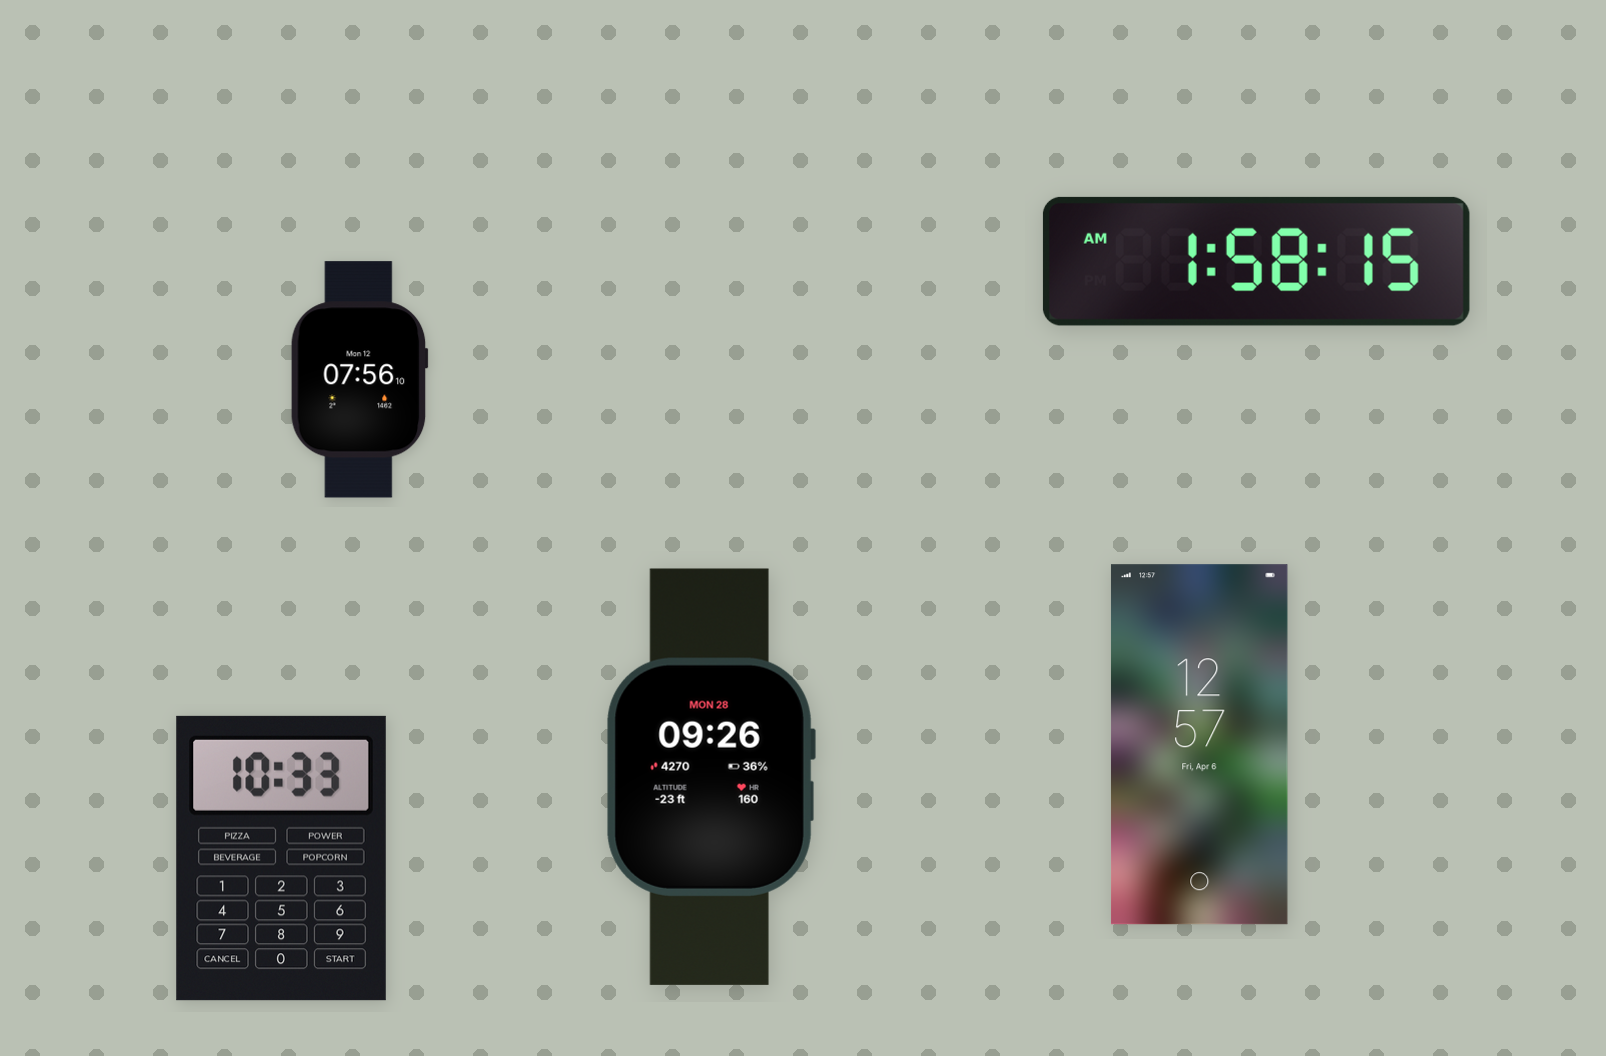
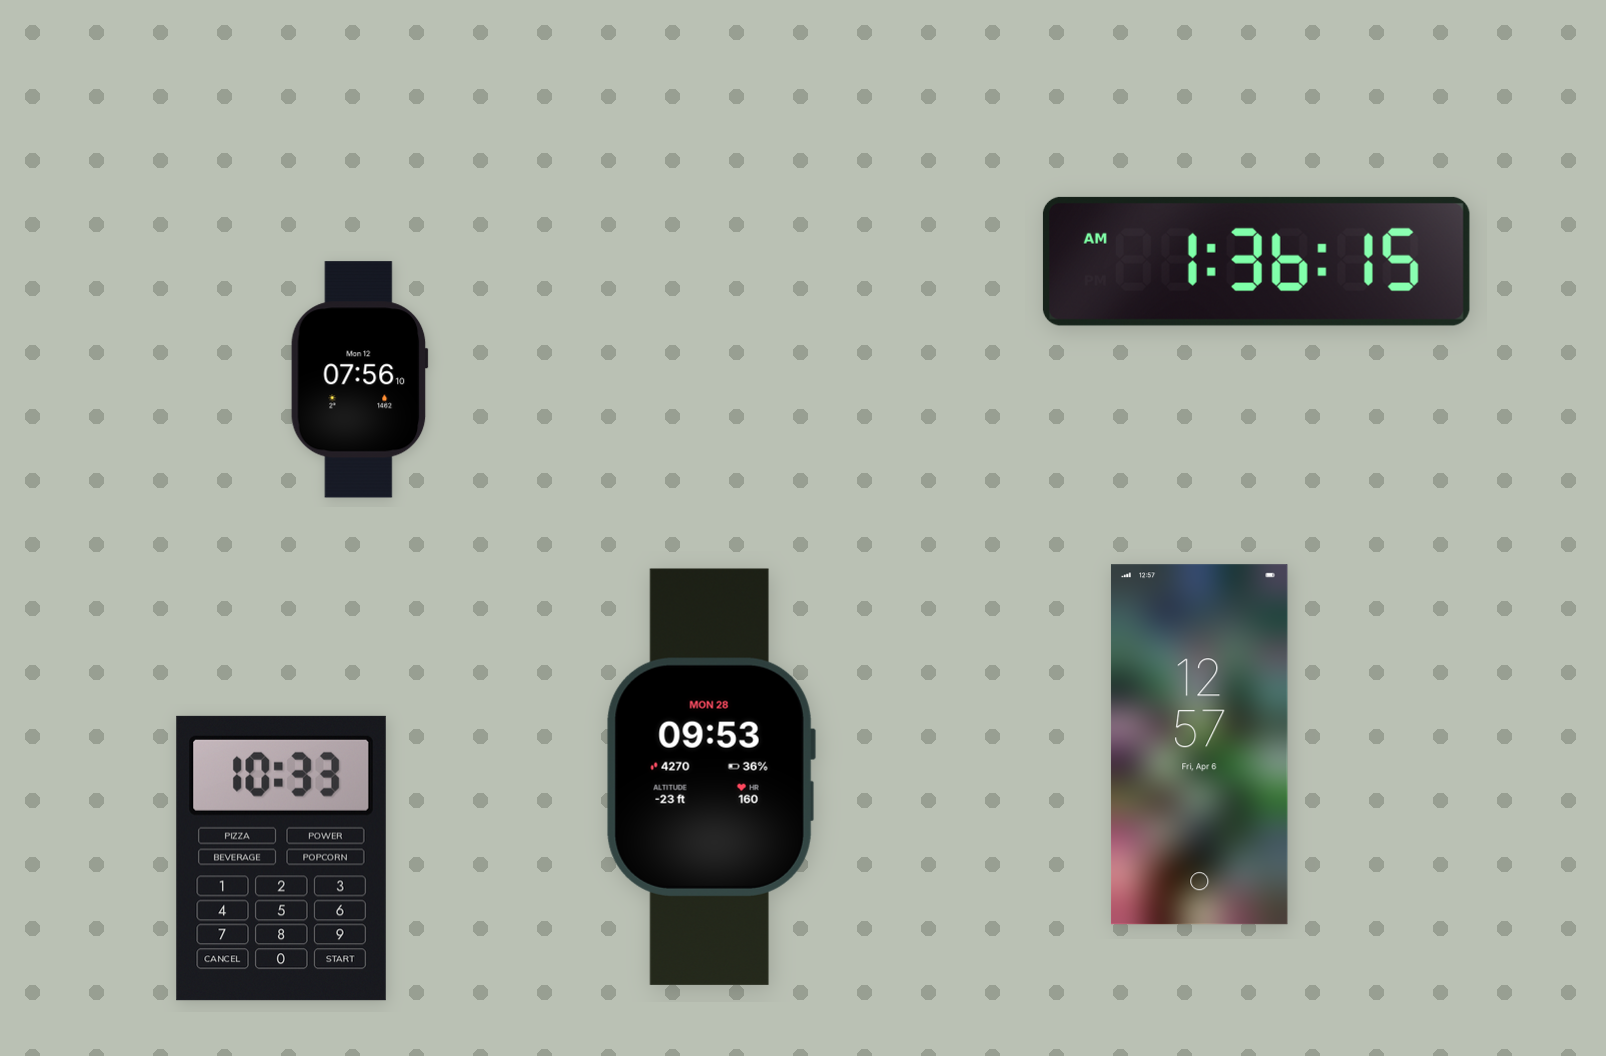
clock at (1256, 261): 1:58 -> 1:36
clock at (711, 777): 09:26 -> 09:53
